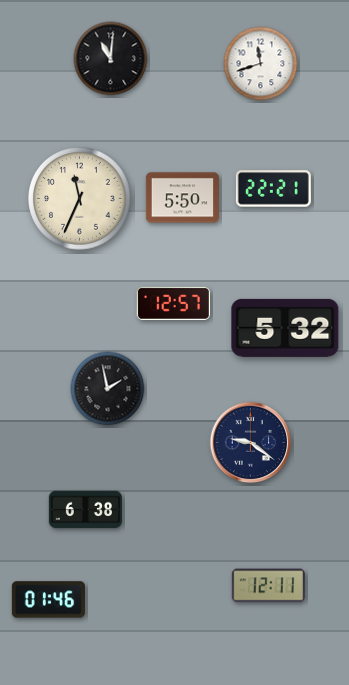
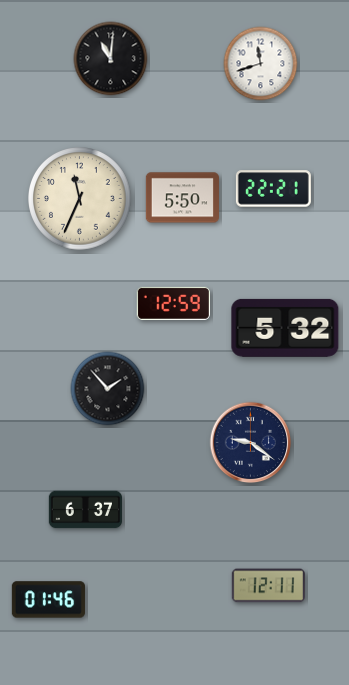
clock at (173, 303): 12:57 -> 12:59
clock at (108, 389): 1:58 -> 1:53
clock at (85, 510): 6:38 -> 6:37
